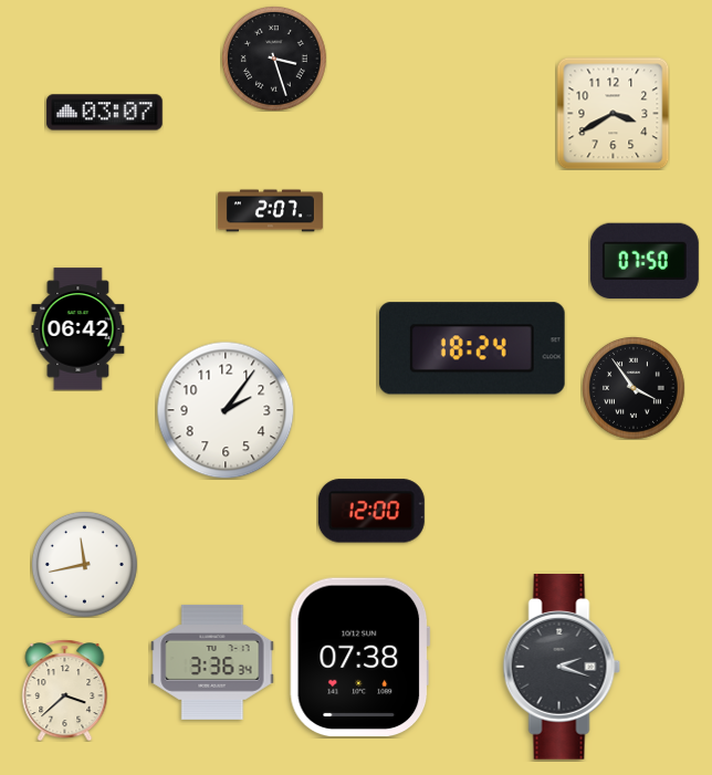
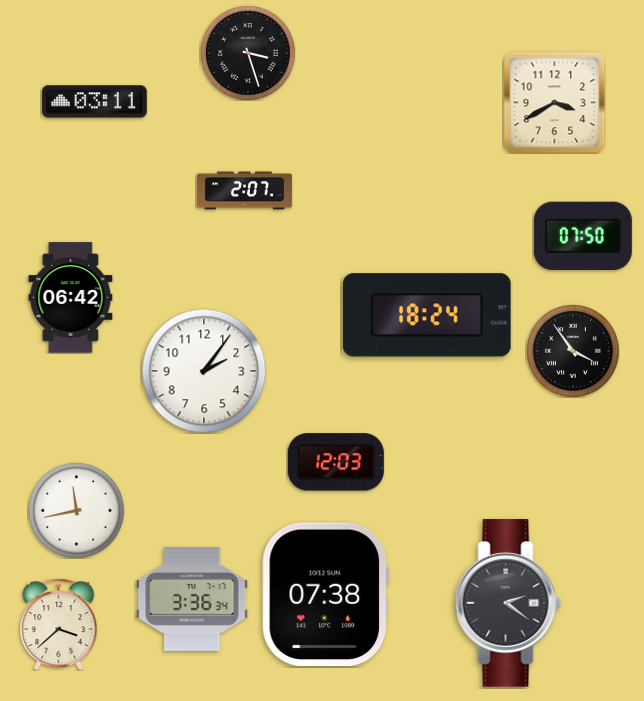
clock at (105, 113): 03:07 -> 03:11
clock at (371, 511): 12:00 -> 12:03
clock at (562, 668): 2:18 -> 2:21
